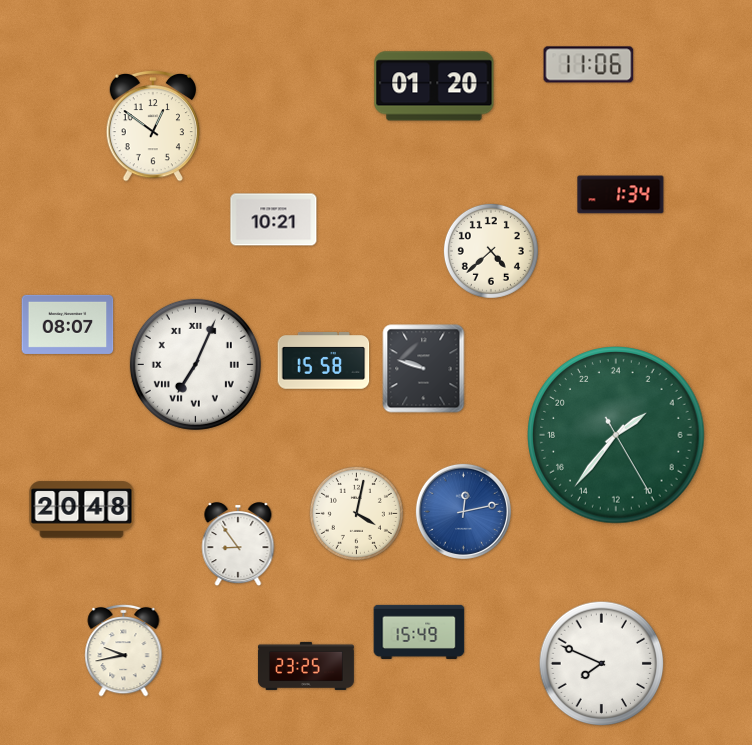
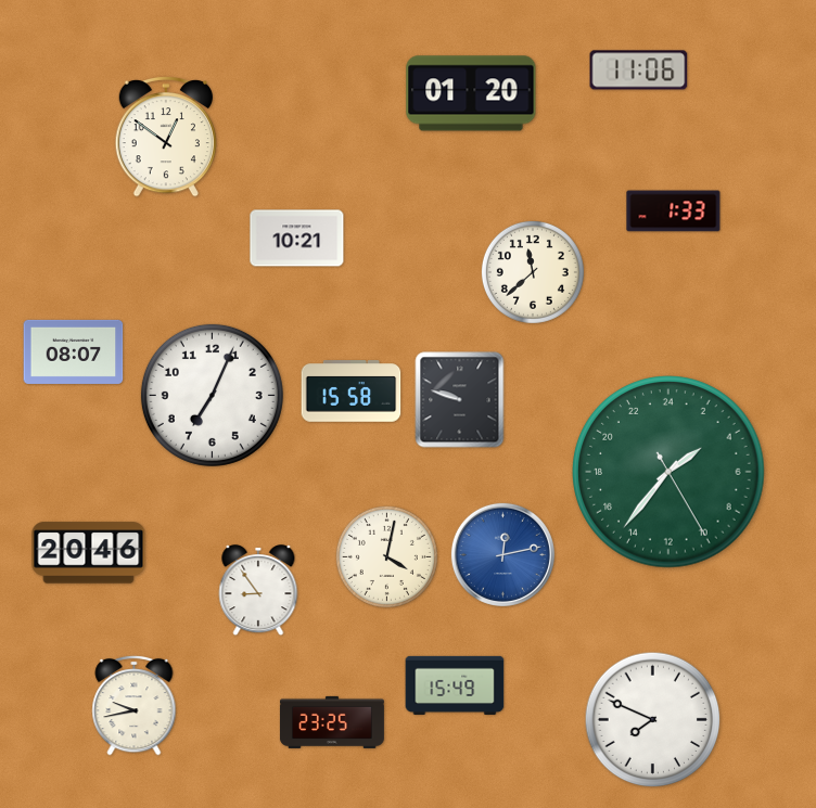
clock at (621, 195): 1:34 -> 1:33
clock at (491, 251): 4:38 -> 11:38
clock at (195, 364) numerals: Roman -> Arabic
clock at (82, 510): 20:48 -> 20:46
